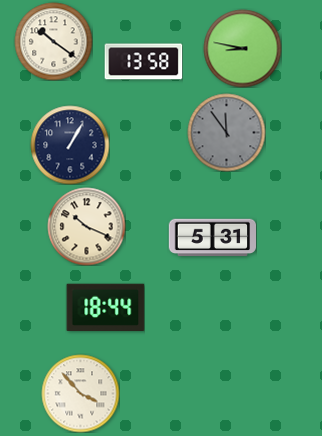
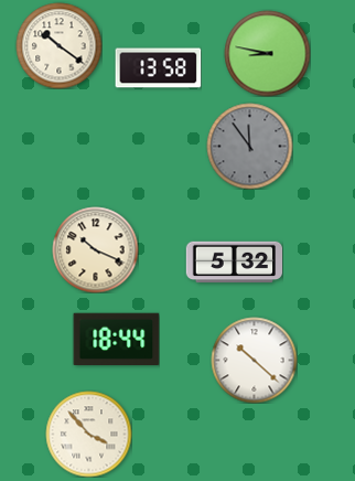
clock at (70, 145): 1:05 -> none
clock at (212, 238): 5:31 -> 5:32
clock at (254, 360): none -> 10:22
